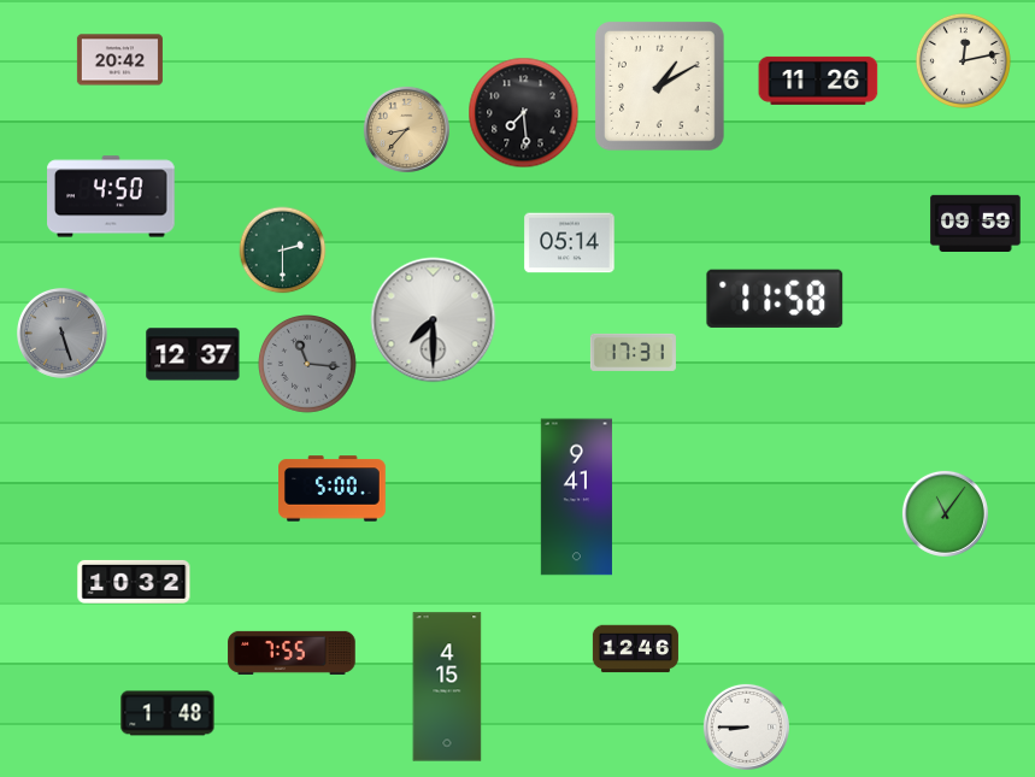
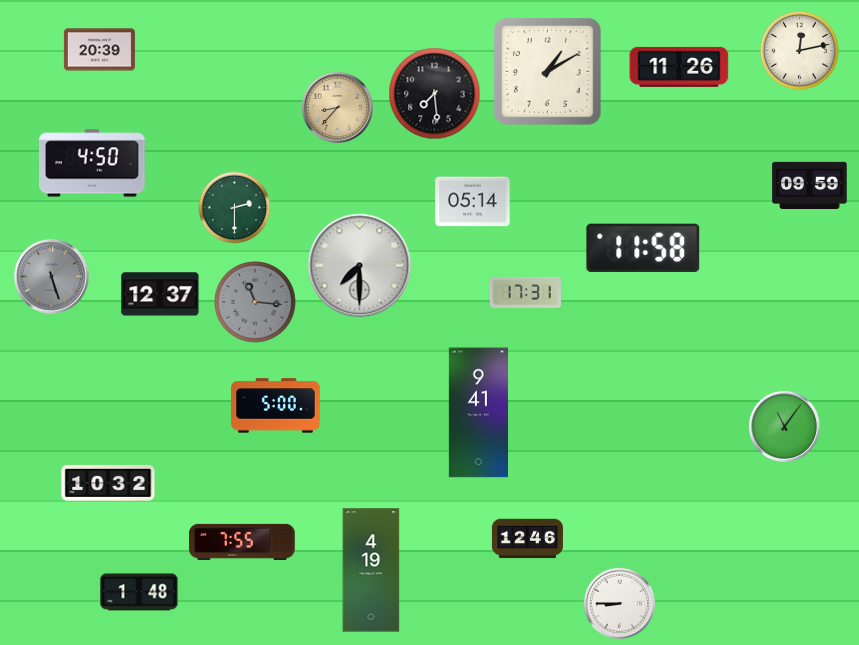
clock at (119, 60): 20:42 -> 20:39
clock at (134, 582) position: (134, 582) -> (108, 483)
clock at (447, 687): 4:15 -> 4:19
